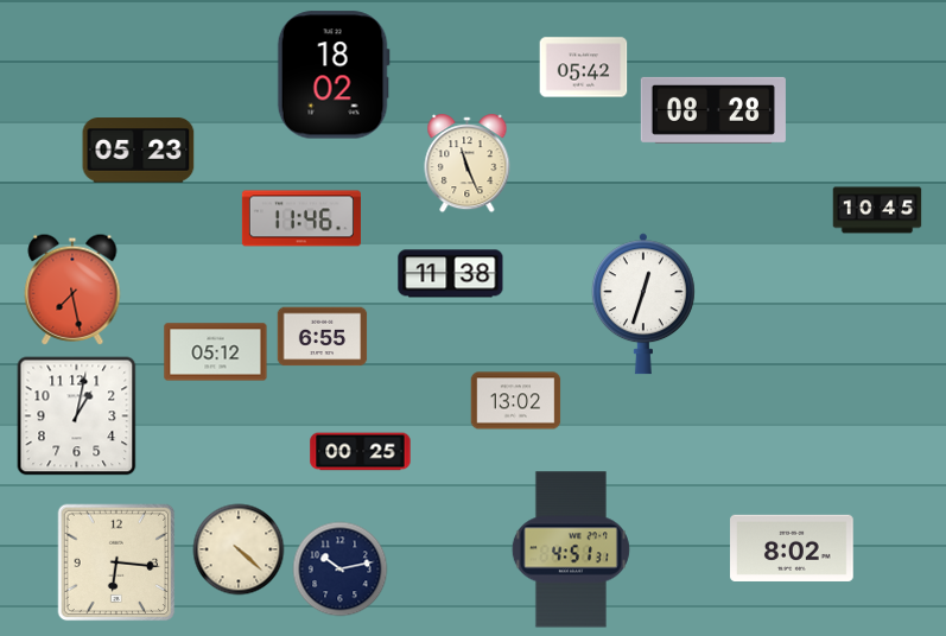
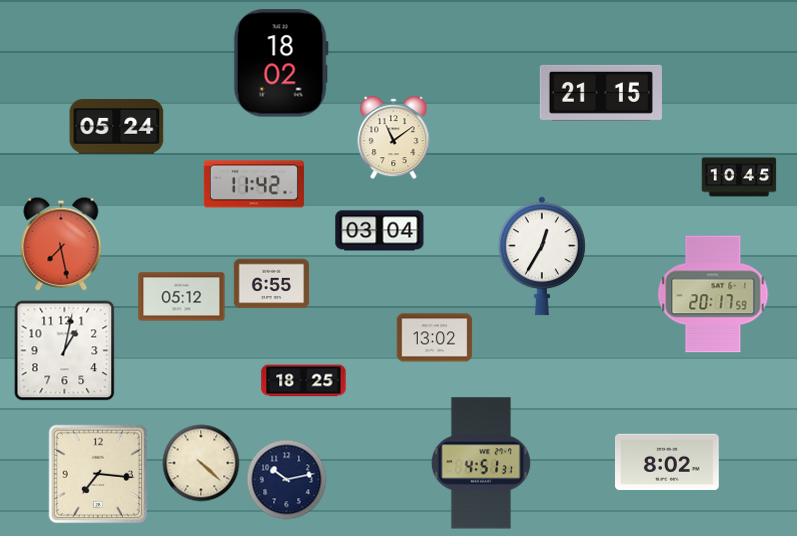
clock at (584, 68): 05:42 -> none
clock at (713, 110): 08:28 -> 21:15
clock at (139, 151): 05:23 -> 05:24
clock at (468, 164): 11:26 -> 11:09
clock at (301, 218): 11:46 -> 11:42
clock at (451, 274): 11:38 -> 03:04
clock at (643, 304): 12:33 -> 12:35
clock at (713, 294): none -> 20:17
clock at (361, 452): 00:25 -> 18:25
clock at (116, 562): 6:16 -> 7:16
